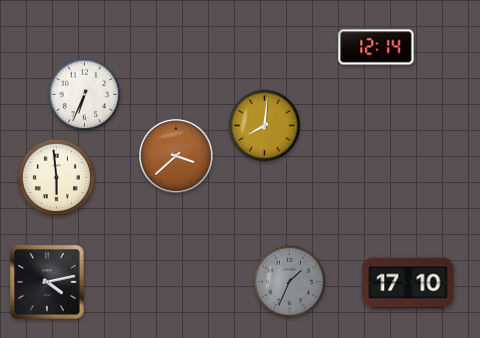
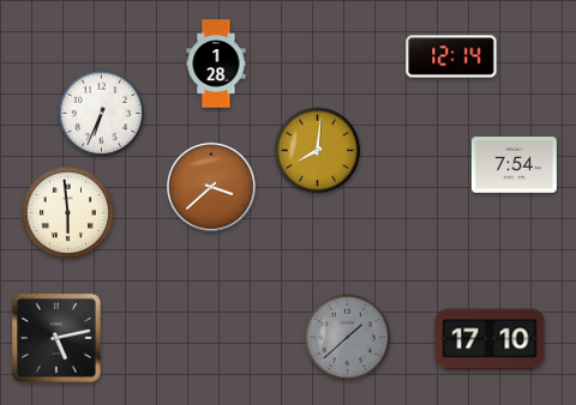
clock at (216, 64): none -> 1:28
clock at (514, 165): none -> 7:54
clock at (290, 282): 1:34 -> 1:38
clock at (48, 283): 4:13 -> 5:13
